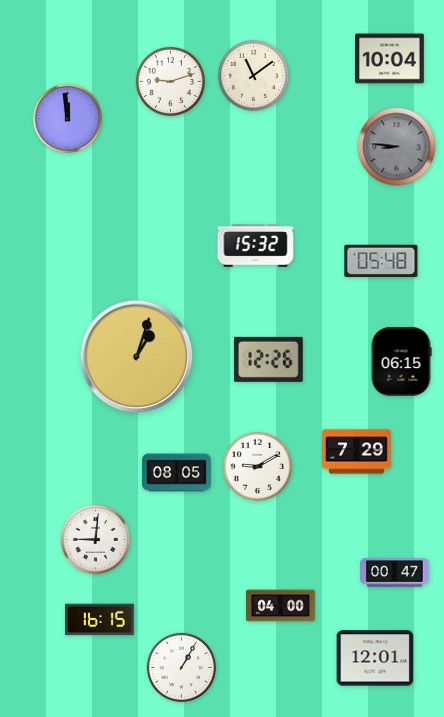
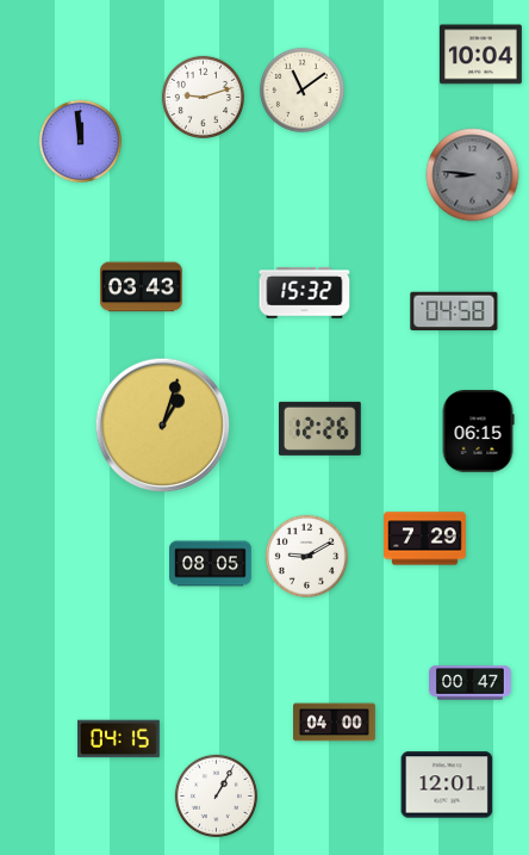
clock at (390, 59) position: (390, 59) -> (481, 55)
clock at (142, 287): none -> 03:43
clock at (381, 261): 05:48 -> 04:58
clock at (95, 539): 9:01 -> none
clock at (100, 620): 16:15 -> 04:15
